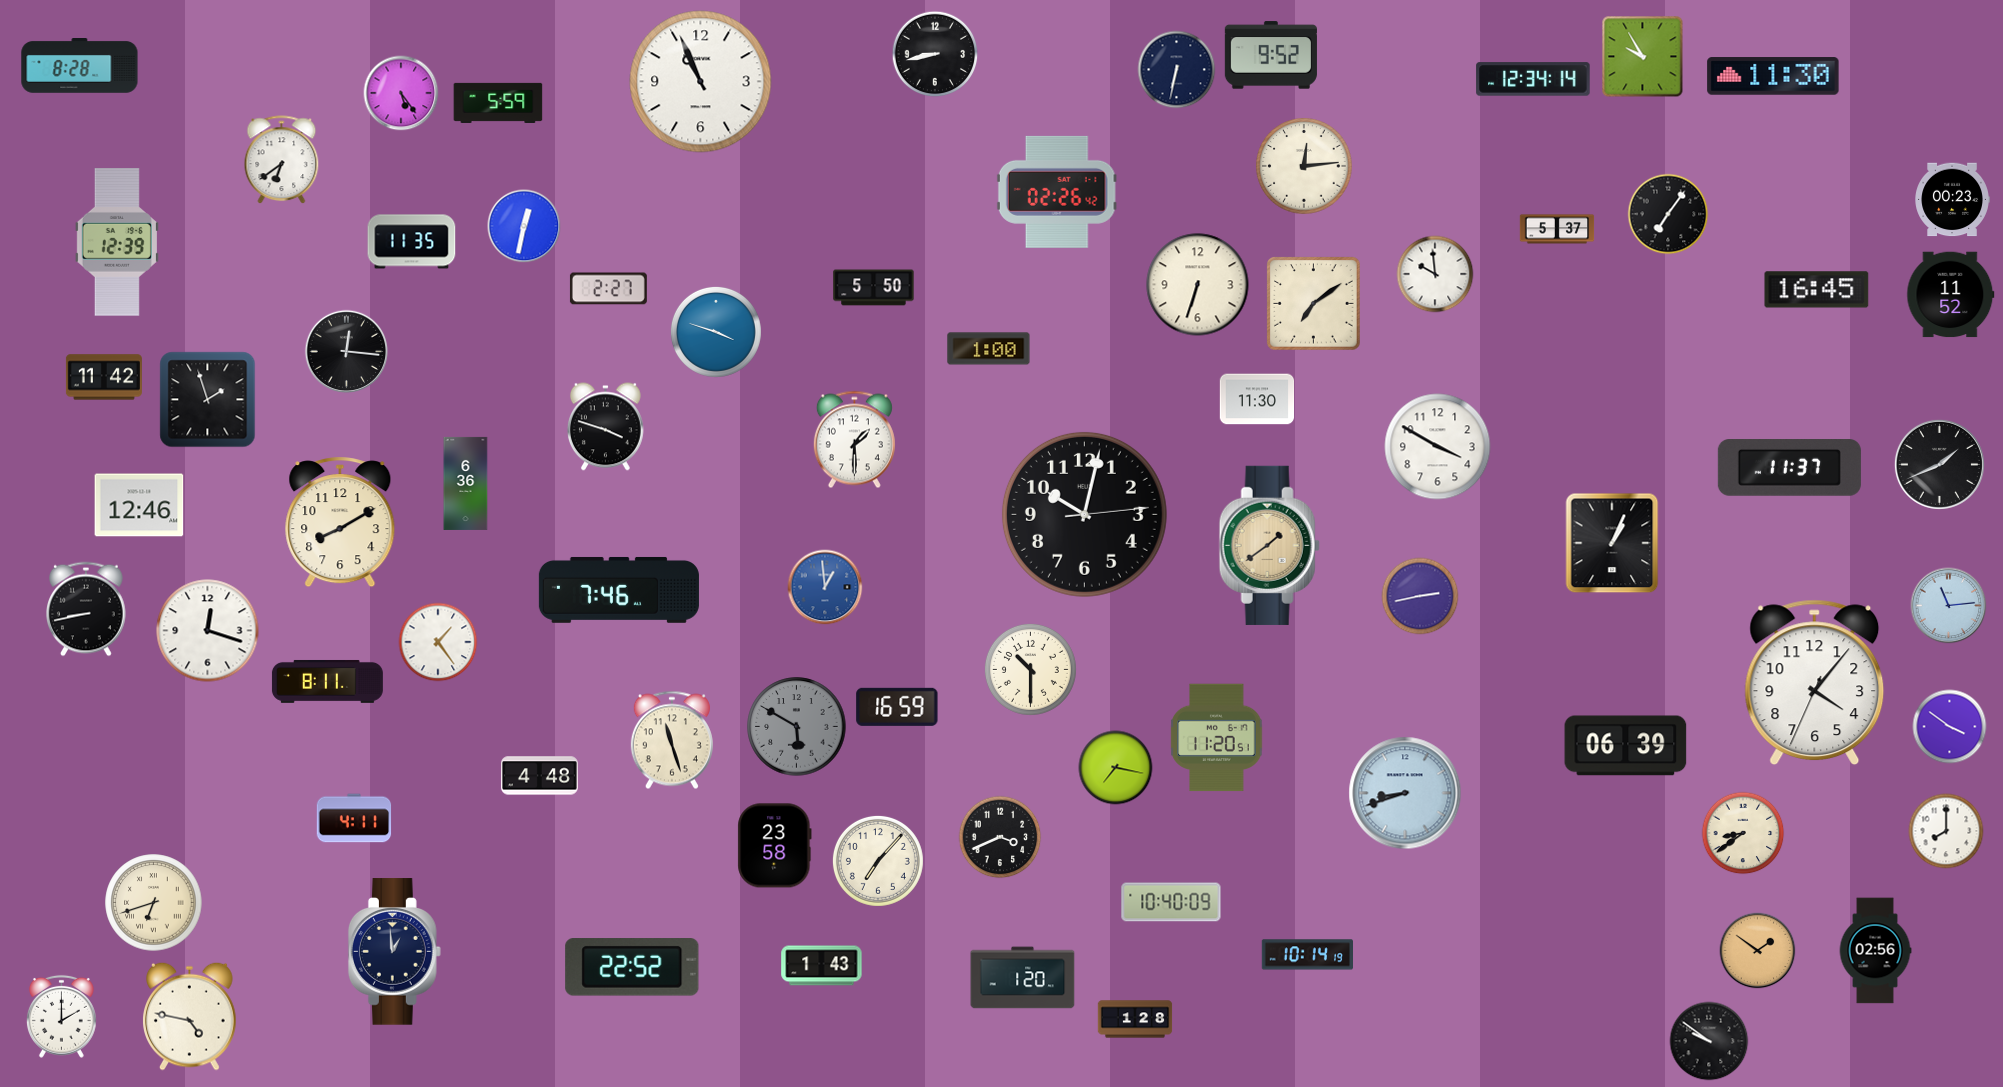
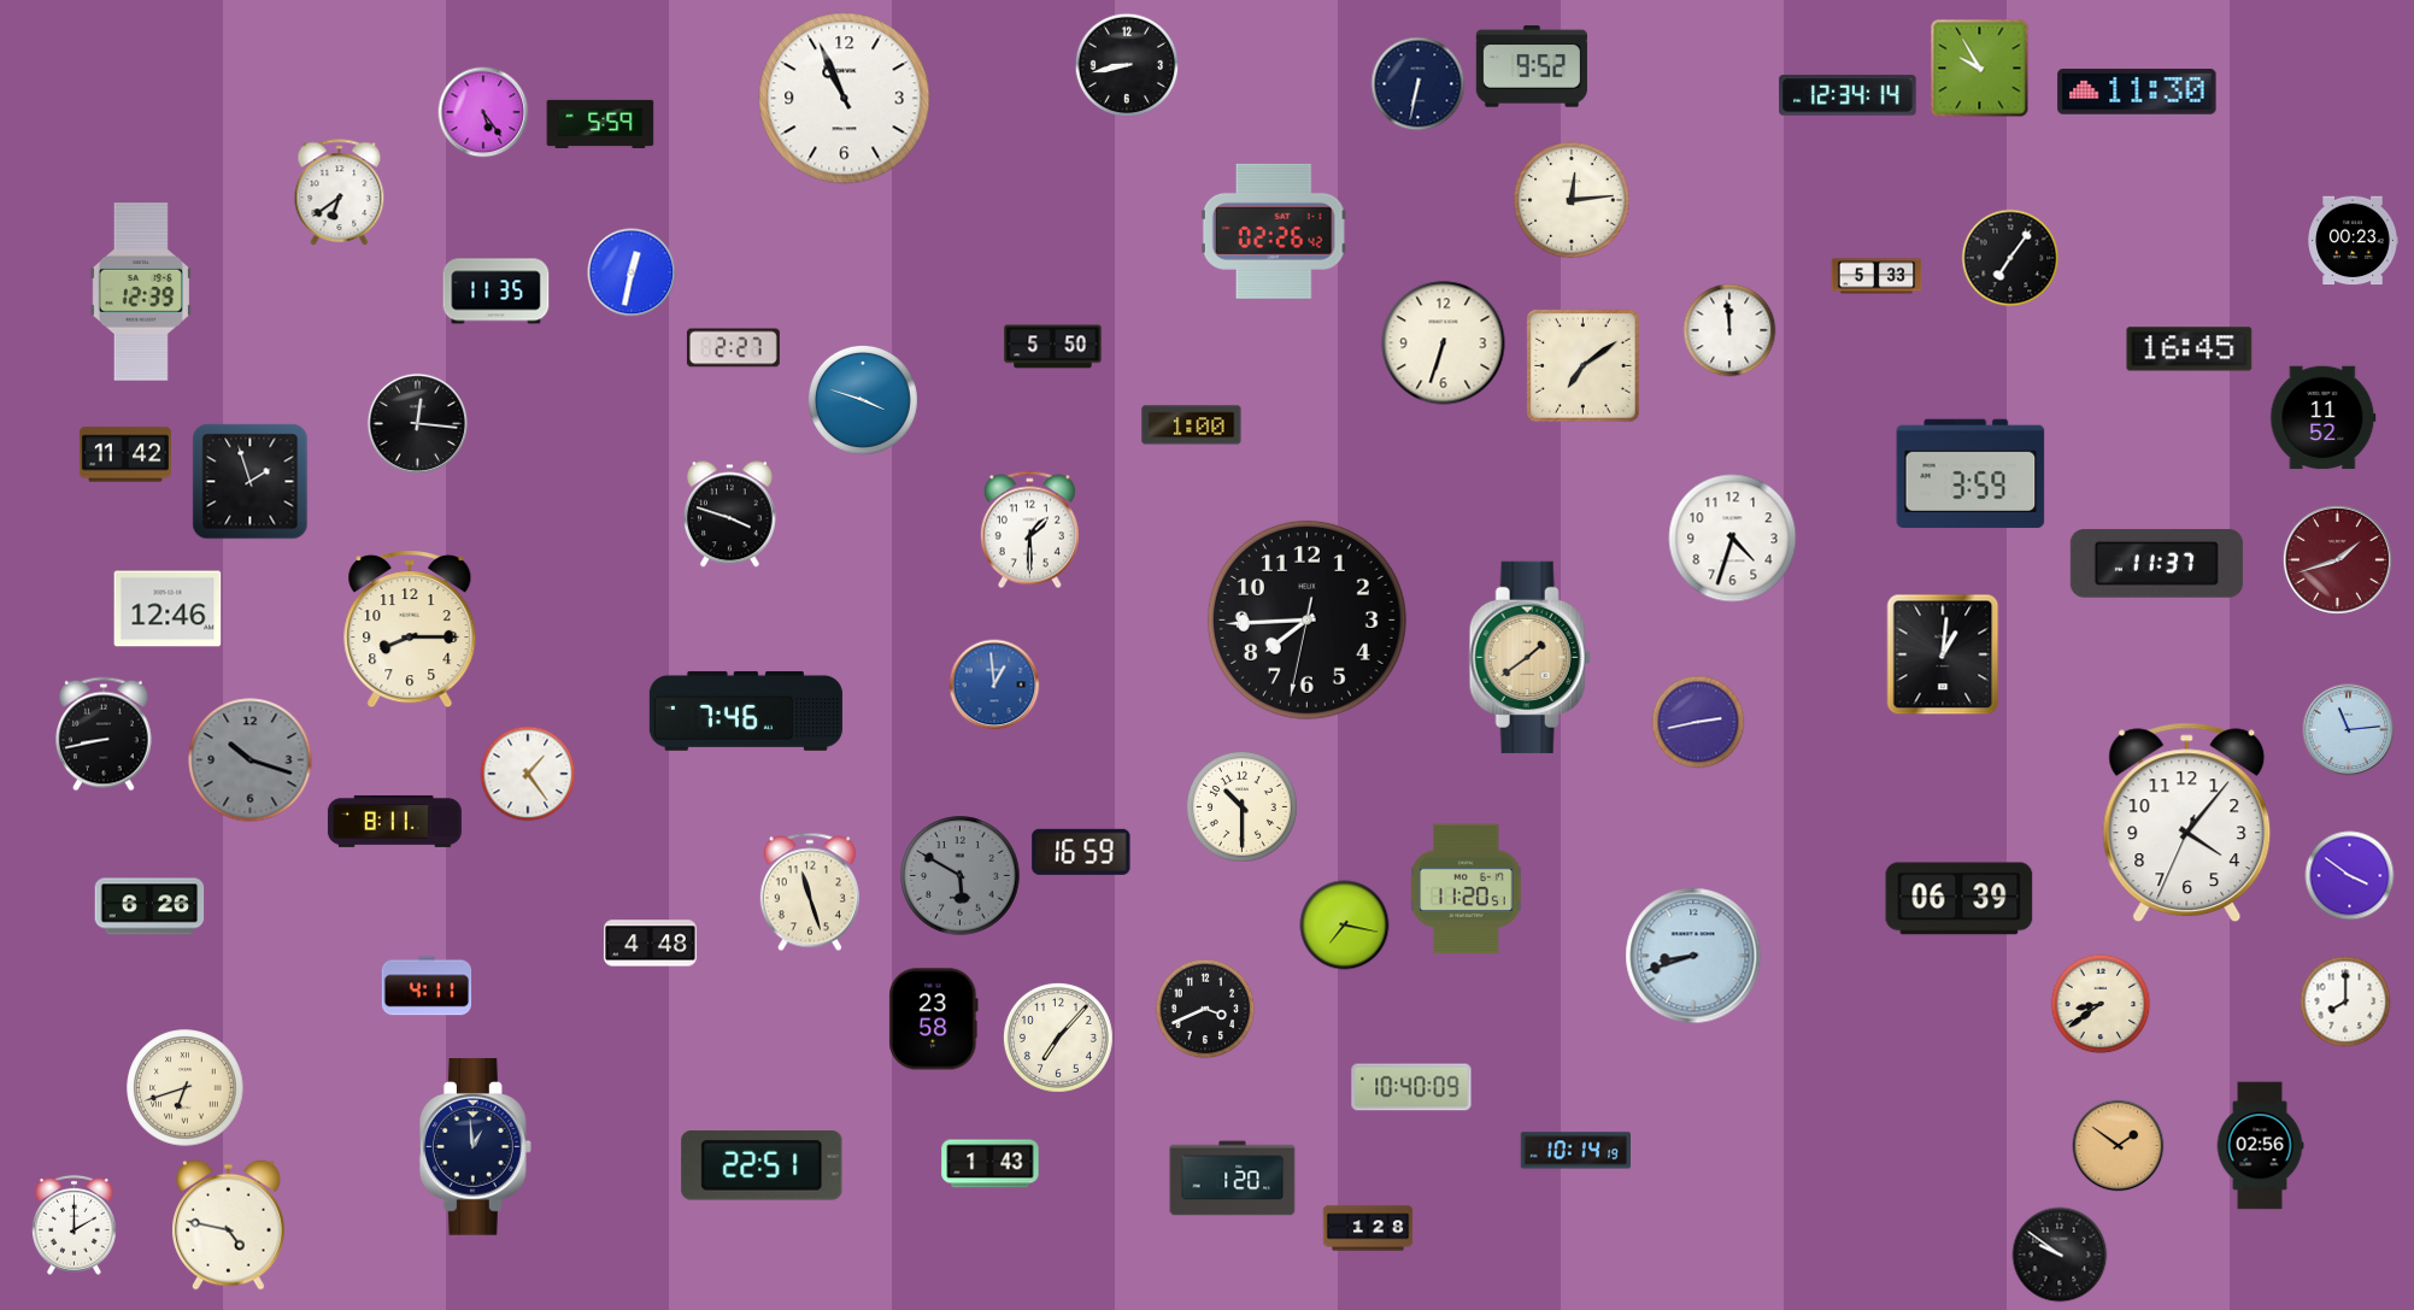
clock at (80, 66): 8:28 -> none
clock at (1557, 229): 5:37 -> 5:33
clock at (1435, 274): 9:59 -> 11:59
clock at (1951, 295) position: (1951, 295) -> (2324, 418)
clock at (989, 349) position: (989, 349) -> (1192, 425)
clock at (1970, 474): none -> 3:59
clock at (1257, 399): 11:30 -> none
clock at (1438, 447): 3:50 -> 4:33
clock at (1939, 464): 1:41 -> 1:42
clock at (1939, 464) dial: black -> burgundy
clock at (466, 483): 6:36 -> none
clock at (1084, 514): 10:02 -> 7:44
clock at (340, 522): 8:10 -> 8:15
clock at (1612, 543): 1:04 -> 1:01
clock at (825, 587) position: (825, 587) -> (994, 685)
clock at (1420, 596) position: (1420, 596) -> (1698, 722)
clock at (208, 631): 12:18 -> 10:18
clock at (208, 631) dial: white -> grey
clock at (149, 906): none -> 6:26
clock at (539, 776) position: (539, 776) -> (650, 944)
clock at (632, 967): 22:52 -> 22:51
